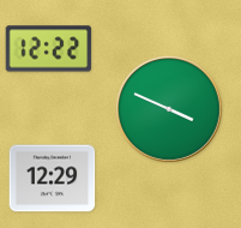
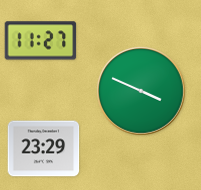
clock at (49, 49): 12:22 -> 11:27
clock at (53, 179): 12:29 -> 23:29
